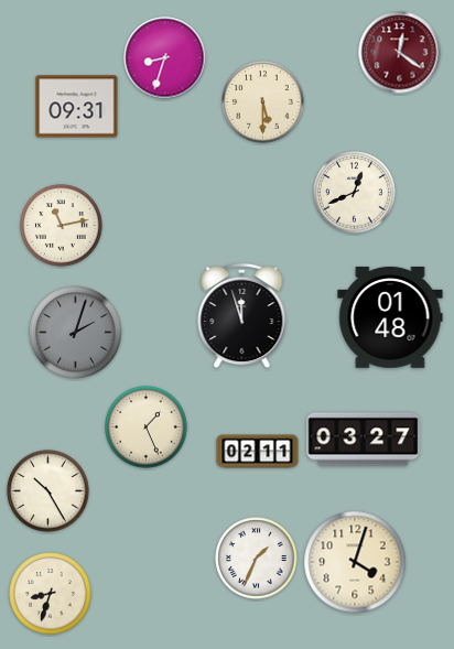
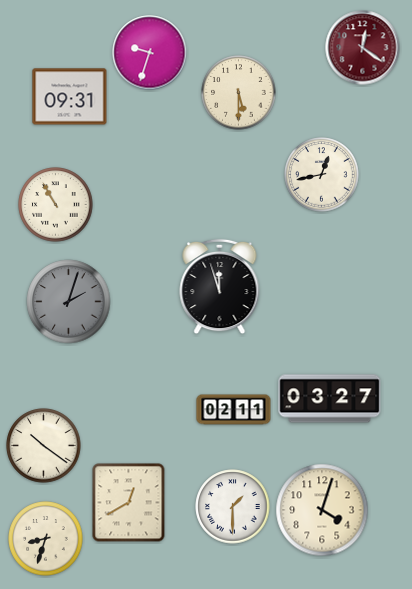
clock at (165, 58): 8:33 -> 9:33
clock at (355, 193): 12:41 -> 12:43
clock at (62, 226): 11:13 -> 10:55
clock at (390, 317): 01:48 -> none
clock at (147, 428): 1:26 -> none
clock at (48, 491): 10:25 -> 10:21
clock at (129, 503): none -> 12:40
clock at (257, 559): 1:34 -> 1:30
